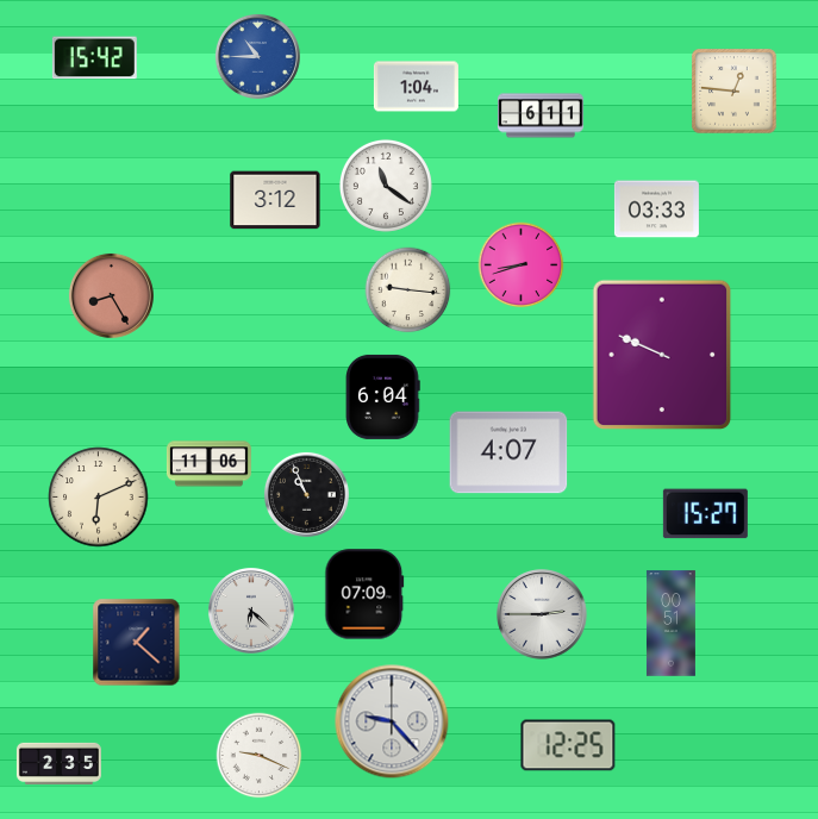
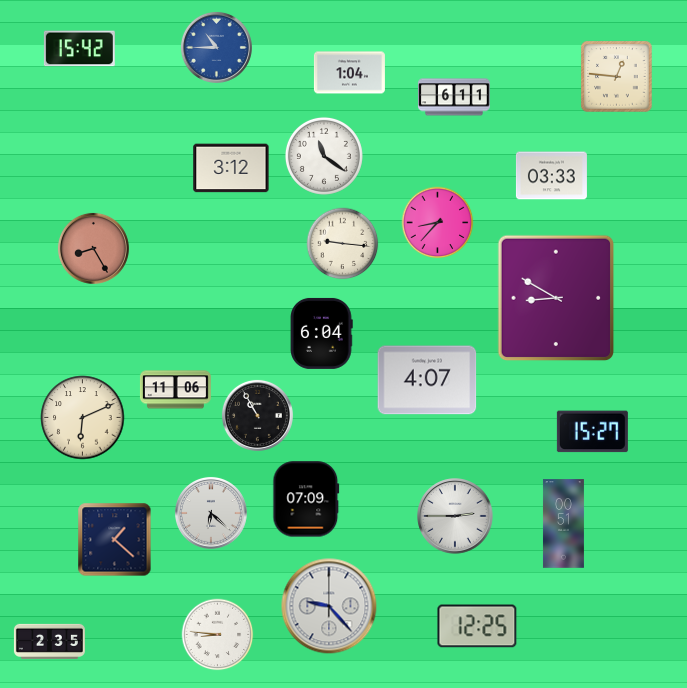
clock at (522, 265): 8:42 -> 8:37
clock at (662, 355): 9:49 -> 8:50
clock at (306, 494): 10:56 -> 10:55
clock at (260, 756): 9:19 -> 8:46
